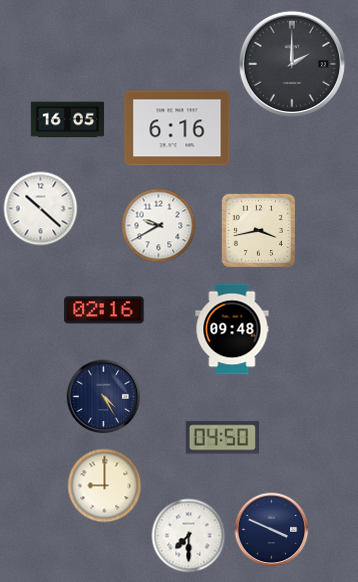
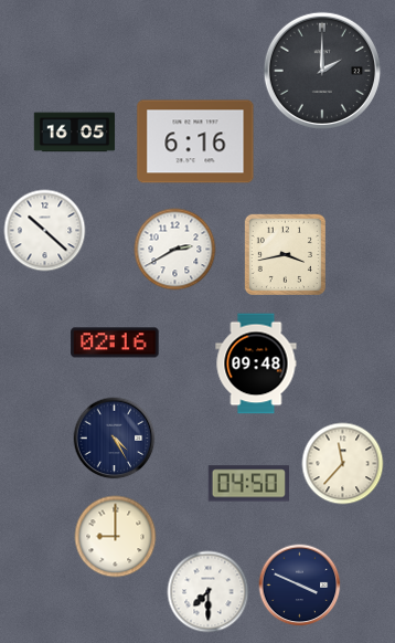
clock at (159, 226): 9:40 -> 2:40
clock at (343, 464): none -> 11:37
clock at (222, 438) position: (222, 438) -> (248, 484)
